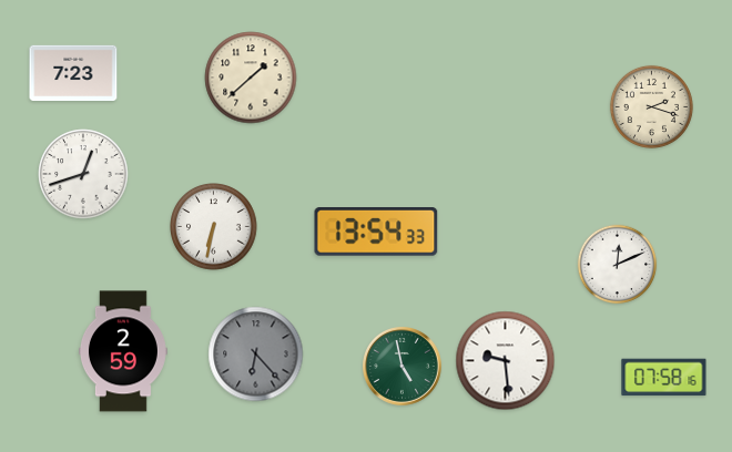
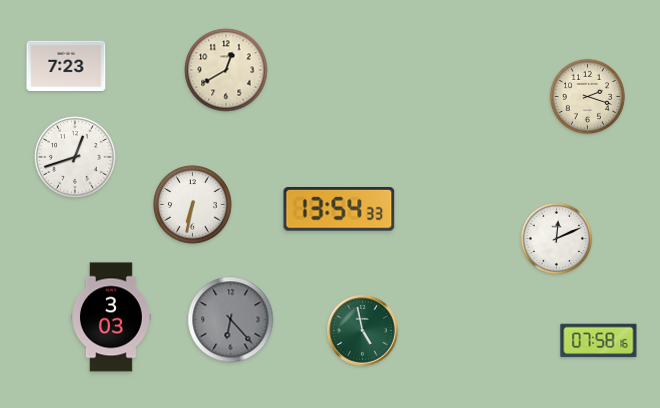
clock at (251, 78): 1:38 -> 12:40
clock at (123, 351): 2:59 -> 3:03
clock at (506, 361): 9:29 -> none
